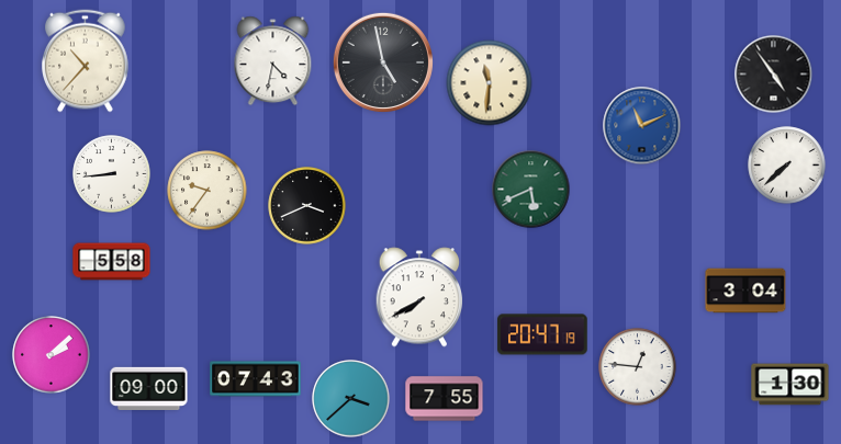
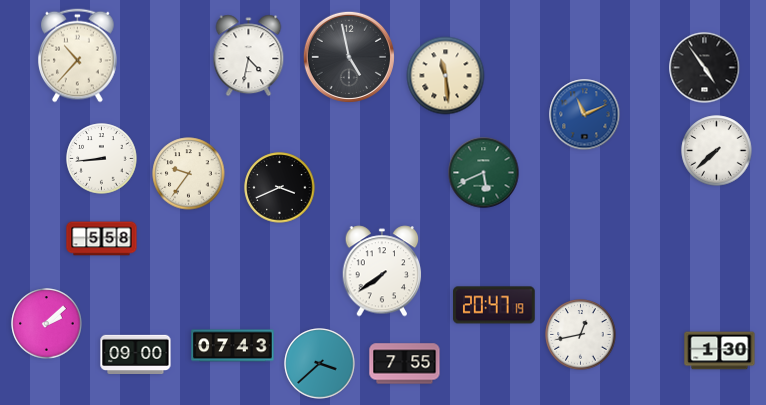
clock at (490, 83): 11:31 -> 11:29
clock at (745, 291): 3:04 -> none
clock at (419, 297): 7:40 -> 7:39
clock at (638, 367): 12:46 -> 12:43
